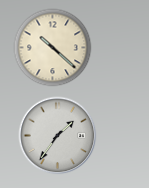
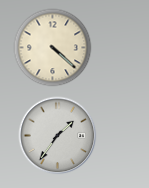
clock at (52, 47): 10:22 -> 4:22
